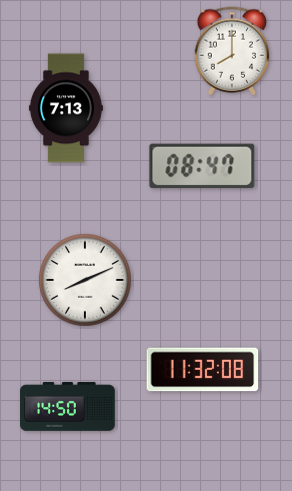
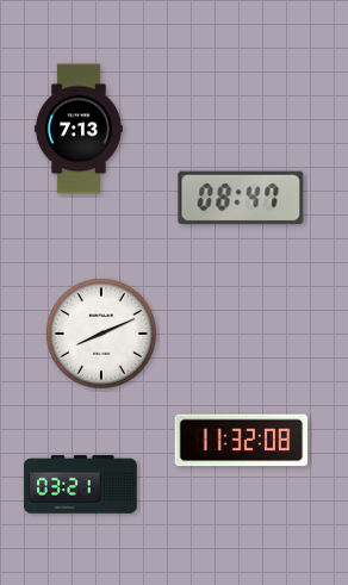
clock at (232, 51): 8:00 -> none
clock at (68, 406): 14:50 -> 03:21
